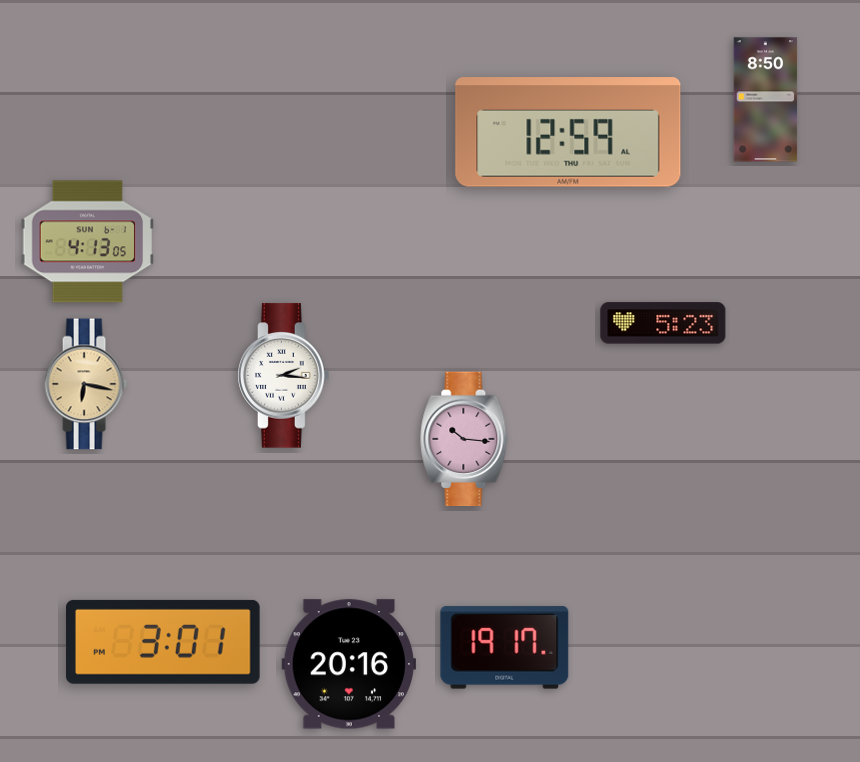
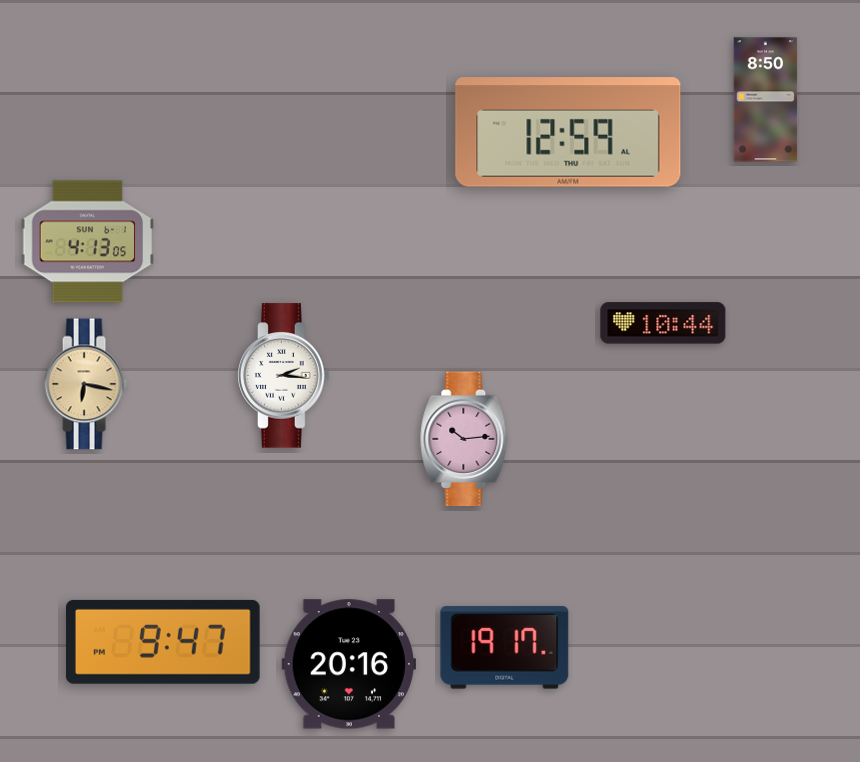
clock at (663, 323): 5:23 -> 10:44
clock at (464, 439): 10:16 -> 10:14
clock at (163, 642): 3:01 -> 9:47
